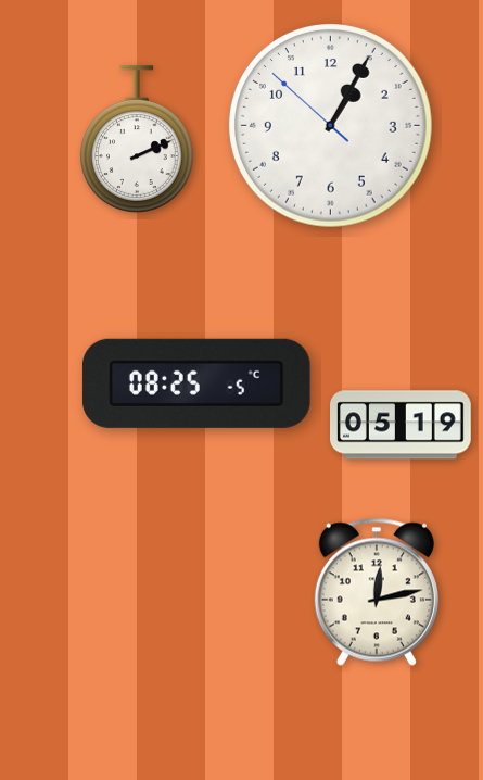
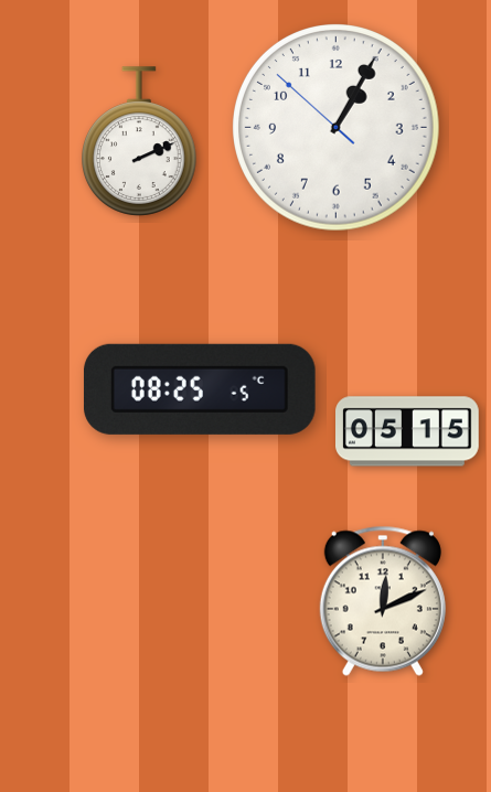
clock at (402, 425): 05:19 -> 05:15
clock at (377, 592): 12:13 -> 12:11
